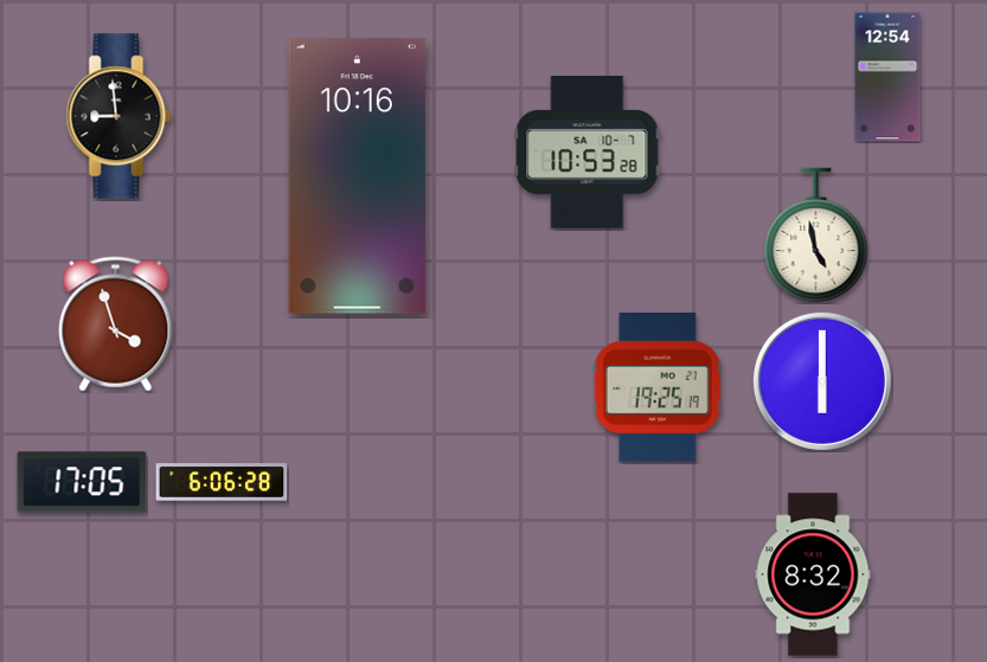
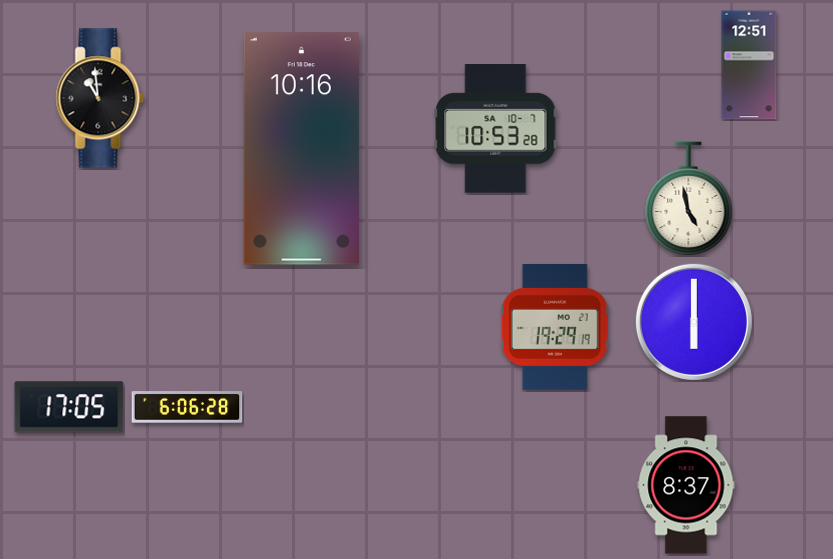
clock at (887, 77): 12:54 -> 12:51
clock at (118, 116): 8:59 -> 10:59
clock at (116, 324): 3:57 -> none
clock at (658, 387): 19:25 -> 19:29
clock at (813, 574): 8:32 -> 8:37
